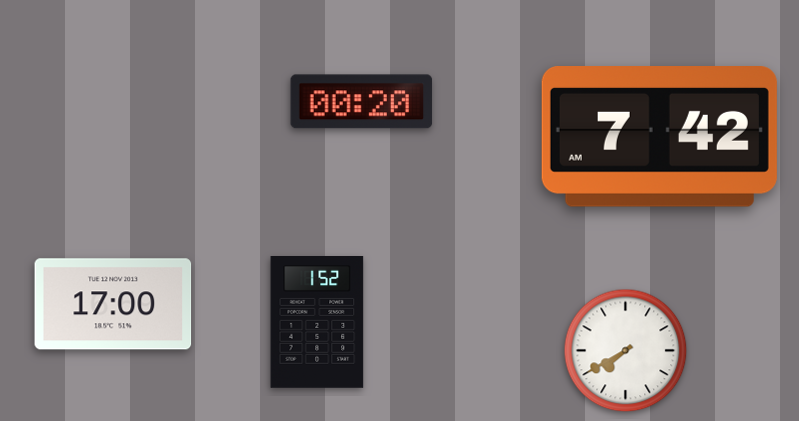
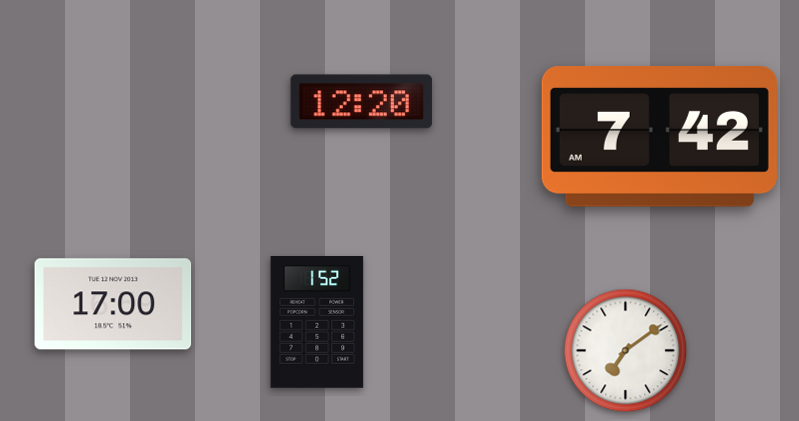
clock at (362, 102): 00:20 -> 12:20
clock at (626, 351): 7:40 -> 7:09
